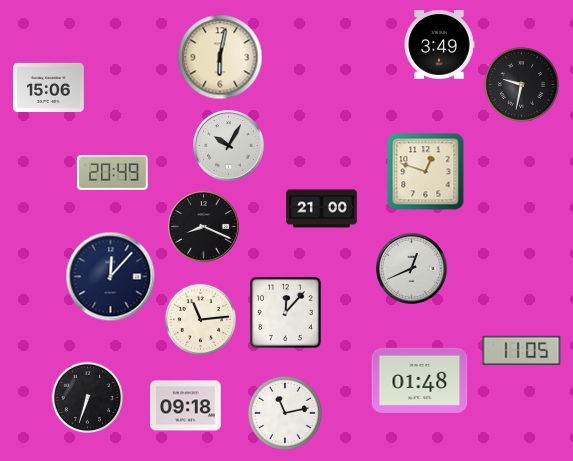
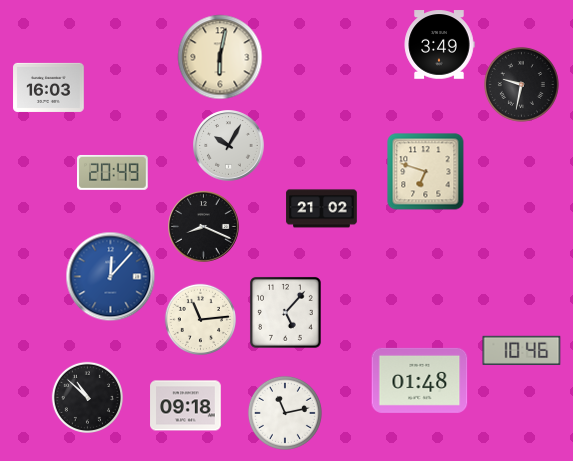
clock at (49, 87): 15:06 -> 16:03
clock at (426, 172): 12:48 -> 6:48
clock at (322, 209): 21:00 -> 21:02
clock at (412, 269): 12:41 -> none
clock at (111, 277) dial: navy -> blue
clock at (285, 312): 12:07 -> 5:07
clock at (522, 350): 11:05 -> 10:46
clock at (87, 397): 6:33 -> 10:52
